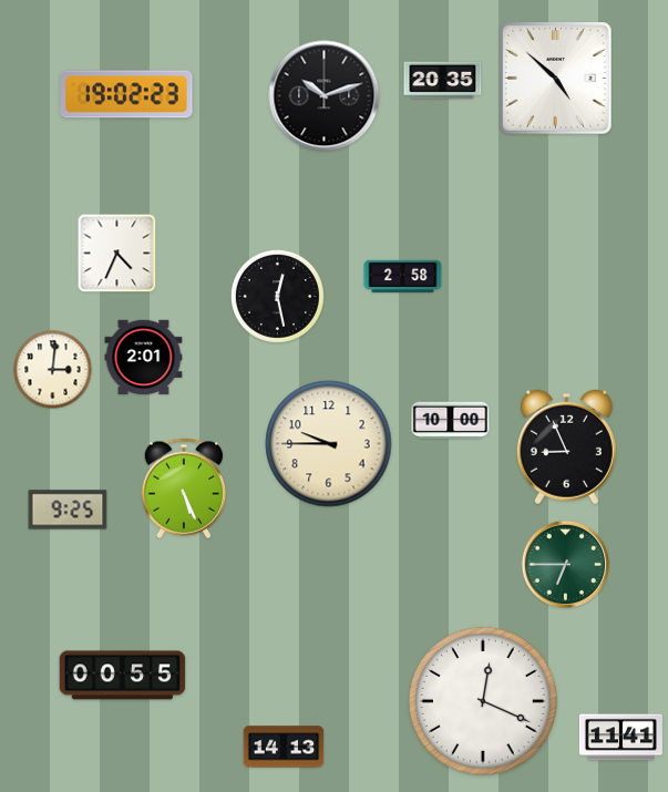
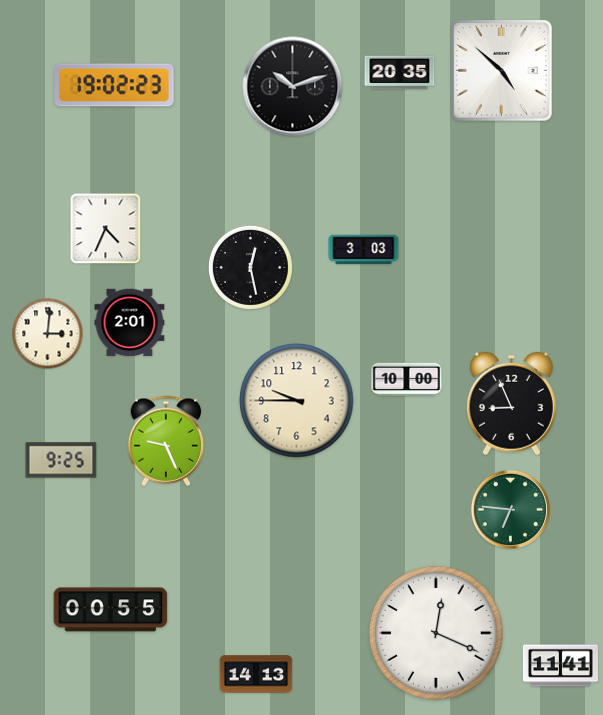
clock at (403, 277): 2:58 -> 3:03
clock at (184, 488): 5:26 -> 9:26
clock at (565, 564): 6:45 -> 6:46
